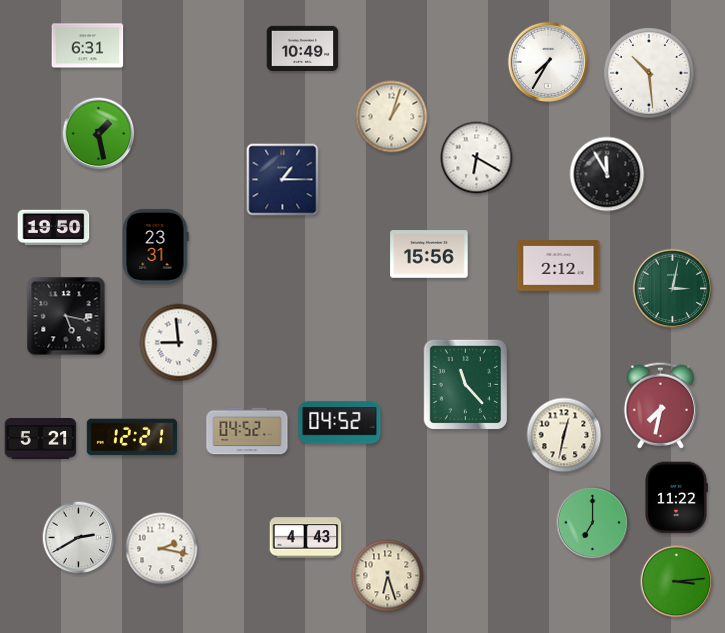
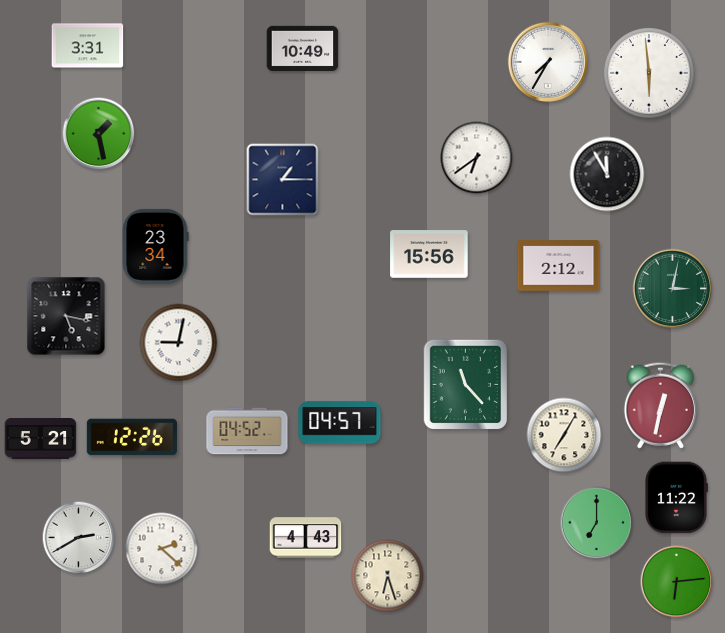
clock at (88, 46): 6:31 -> 3:31
clock at (649, 73): 10:29 -> 5:59
clock at (392, 117): 1:03 -> none
clock at (477, 158): 6:20 -> 6:39
clock at (54, 228): 19:50 -> none
clock at (155, 246): 23:31 -> 23:34
clock at (179, 343): 8:59 -> 9:02
clock at (660, 405): 7:32 -> 12:32
clock at (340, 423): 04:52 -> 04:57
clock at (564, 435): 12:32 -> 7:05
clock at (132, 437): 12:21 -> 12:26
clock at (593, 523) position: (593, 523) -> (597, 523)
clock at (162, 549): 2:17 -> 2:22
clock at (677, 582): 3:14 -> 6:14
